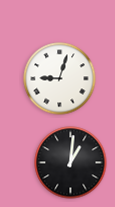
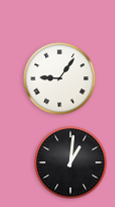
clock at (60, 79): 9:03 -> 9:06
